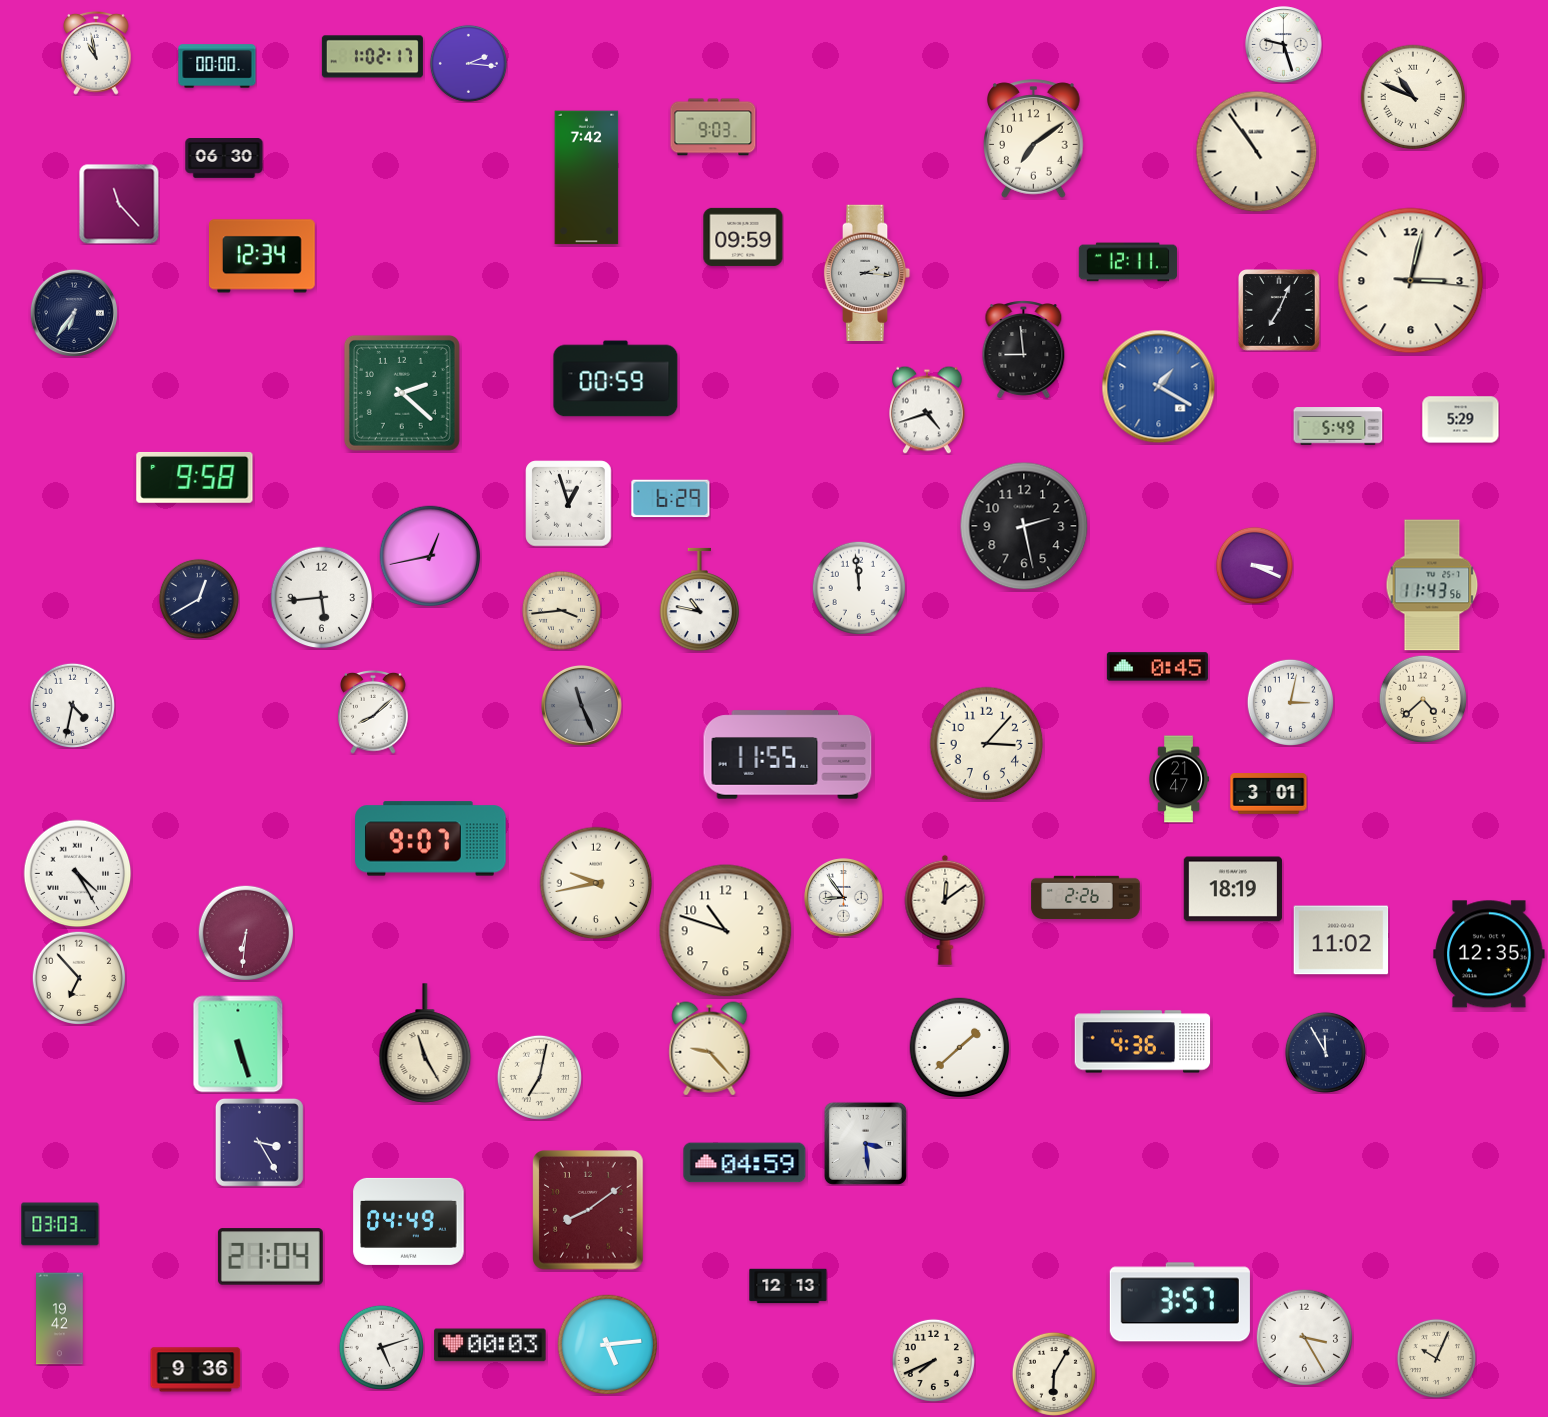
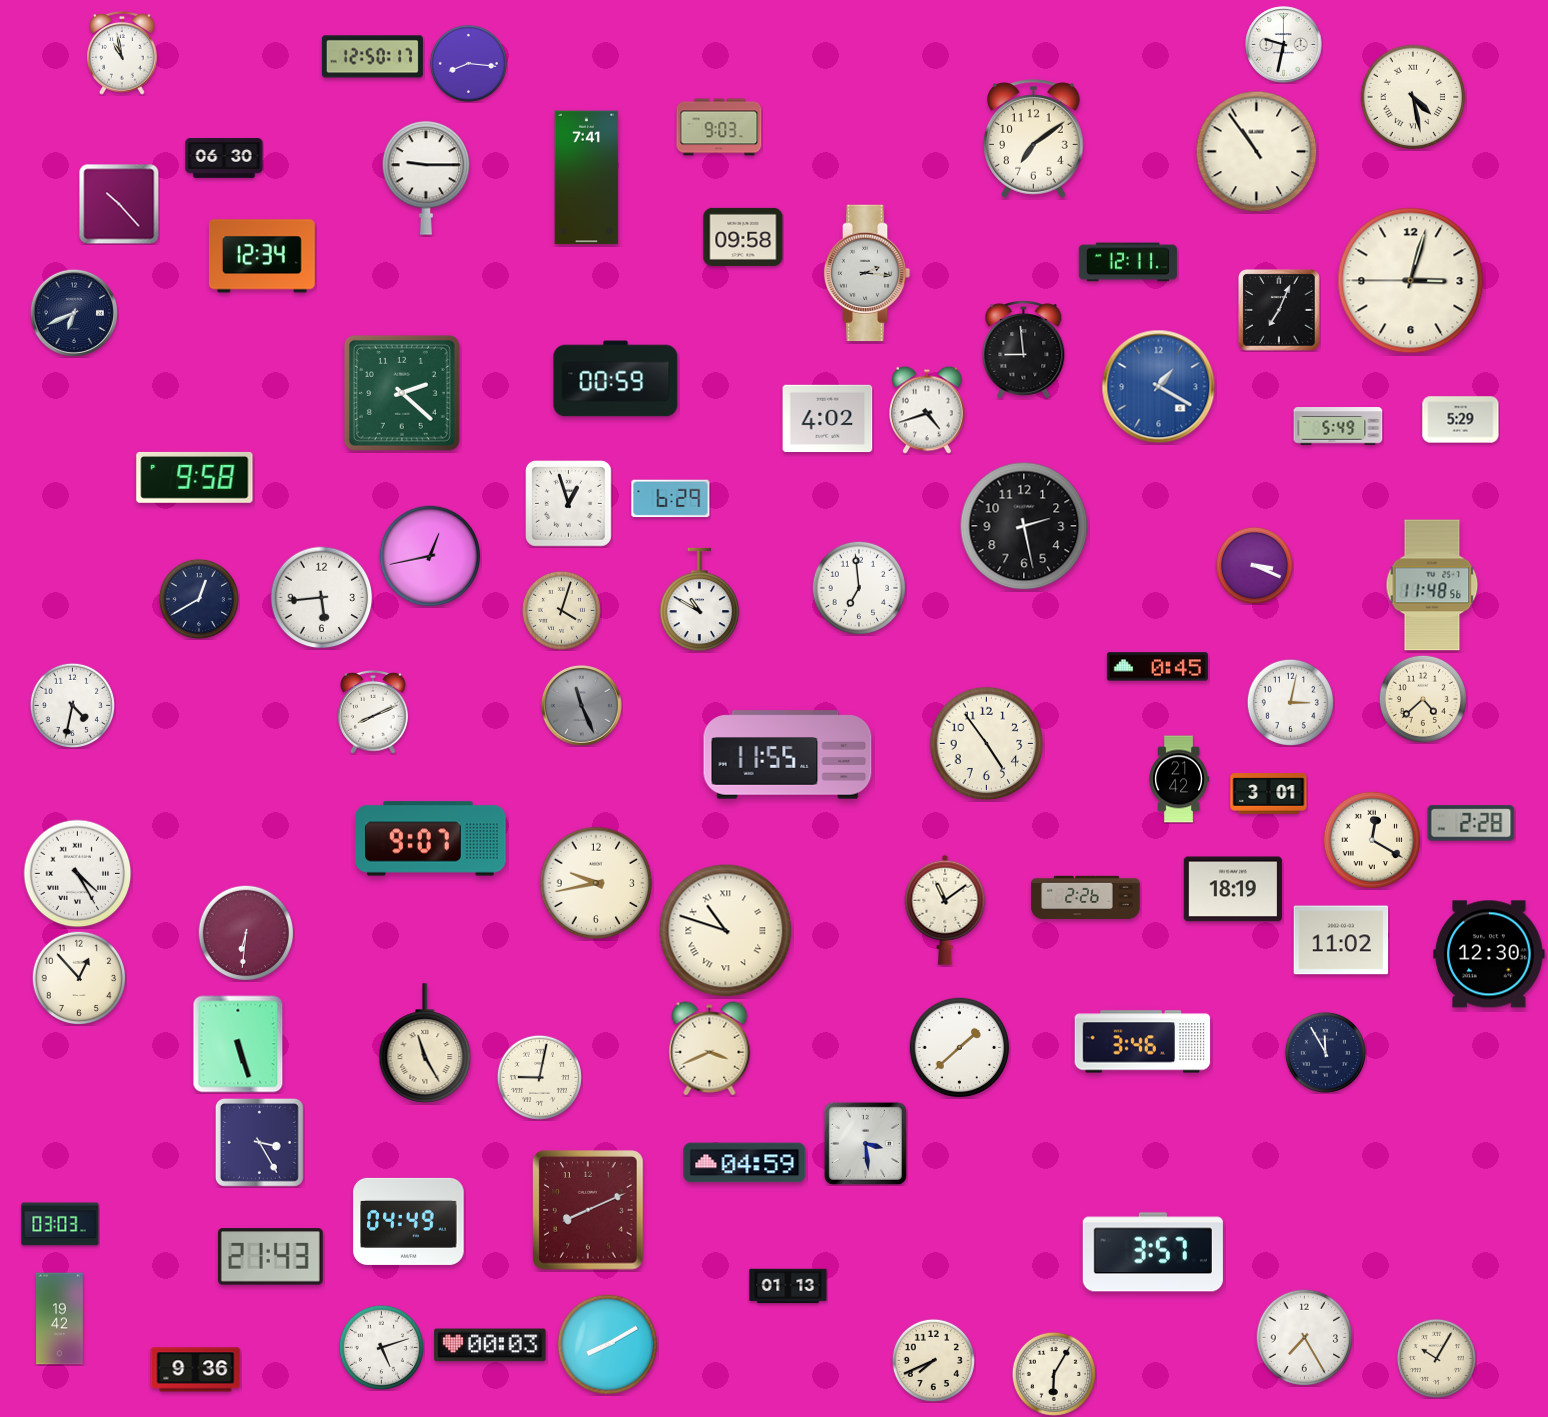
clock at (1284, 45): 9:27 -> 9:32
clock at (96, 53) position: (96, 53) -> (122, 53)
clock at (372, 57): 1:02 -> 12:50
clock at (468, 63): 2:16 -> 8:16
clock at (217, 66): 00:00 -> none
clock at (1413, 97): 10:49 -> 4:28
clock at (713, 127) position: (713, 127) -> (719, 127)
clock at (426, 178): none -> 9:15
clock at (587, 178): 7:42 -> 7:41
clock at (119, 204): 11:23 -> 10:23
clock at (743, 237): 09:59 -> 09:58
clock at (1411, 281): 3:02:16 -> 3:02:45
clock at (74, 313): 6:36 -> 6:41
clock at (828, 419): none -> 4:02
clock at (1432, 585): 11:43 -> 11:48
clock at (858, 587): 11:59 -> 6:59
clock at (700, 600): 10:47 -> 10:50
clock at (561, 610): 3:44 -> 4:03
clock at (373, 712): 8:08 -> 8:11
clock at (987, 744): 3:07 -> 4:54
clock at (1179, 779): 21:47 -> 21:42
clock at (1471, 823): none -> 2:28
clock at (1372, 840): none -> 12:20
clock at (844, 898): 8:54 -> none
clock at (945, 910): 12:09 -> 11:09
clock at (726, 931) numerals: Arabic -> Roman
clock at (1489, 954): 12:35 -> 12:30
clock at (78, 977): 6:53 -> 12:53
clock at (1143, 1042): 4:36 -> 3:46
clock at (710, 1049): 9:23 -> 3:41
clock at (539, 1077): 7:02 -> 9:02
clock at (588, 1210): 8:09 -> 8:11
clock at (270, 1257): 21:04 -> 21:43
clock at (788, 1286): 12:13 -> 01:13
clock at (1180, 1302) position: (1180, 1302) -> (1153, 1252)
clock at (1304, 1337): 3:25 -> 7:25
clock at (608, 1345): 5:14 -> 8:10
clock at (1436, 1358): 10:04 -> 10:05
